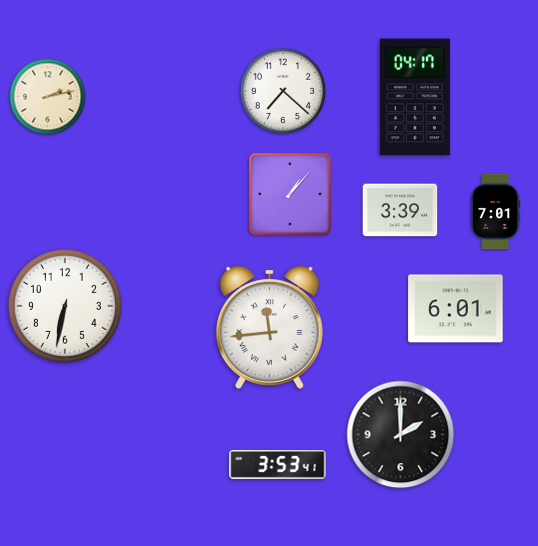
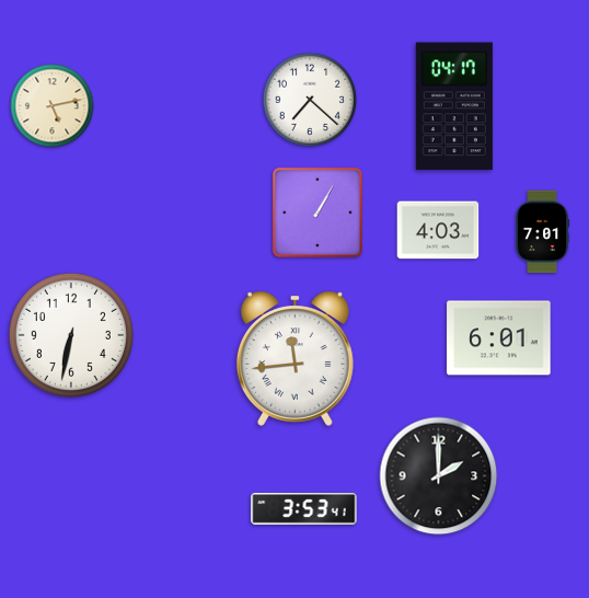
clock at (48, 97): 2:13 -> 5:13
clock at (290, 194): 1:07 -> 1:05
clock at (400, 210): 3:39 -> 4:03
